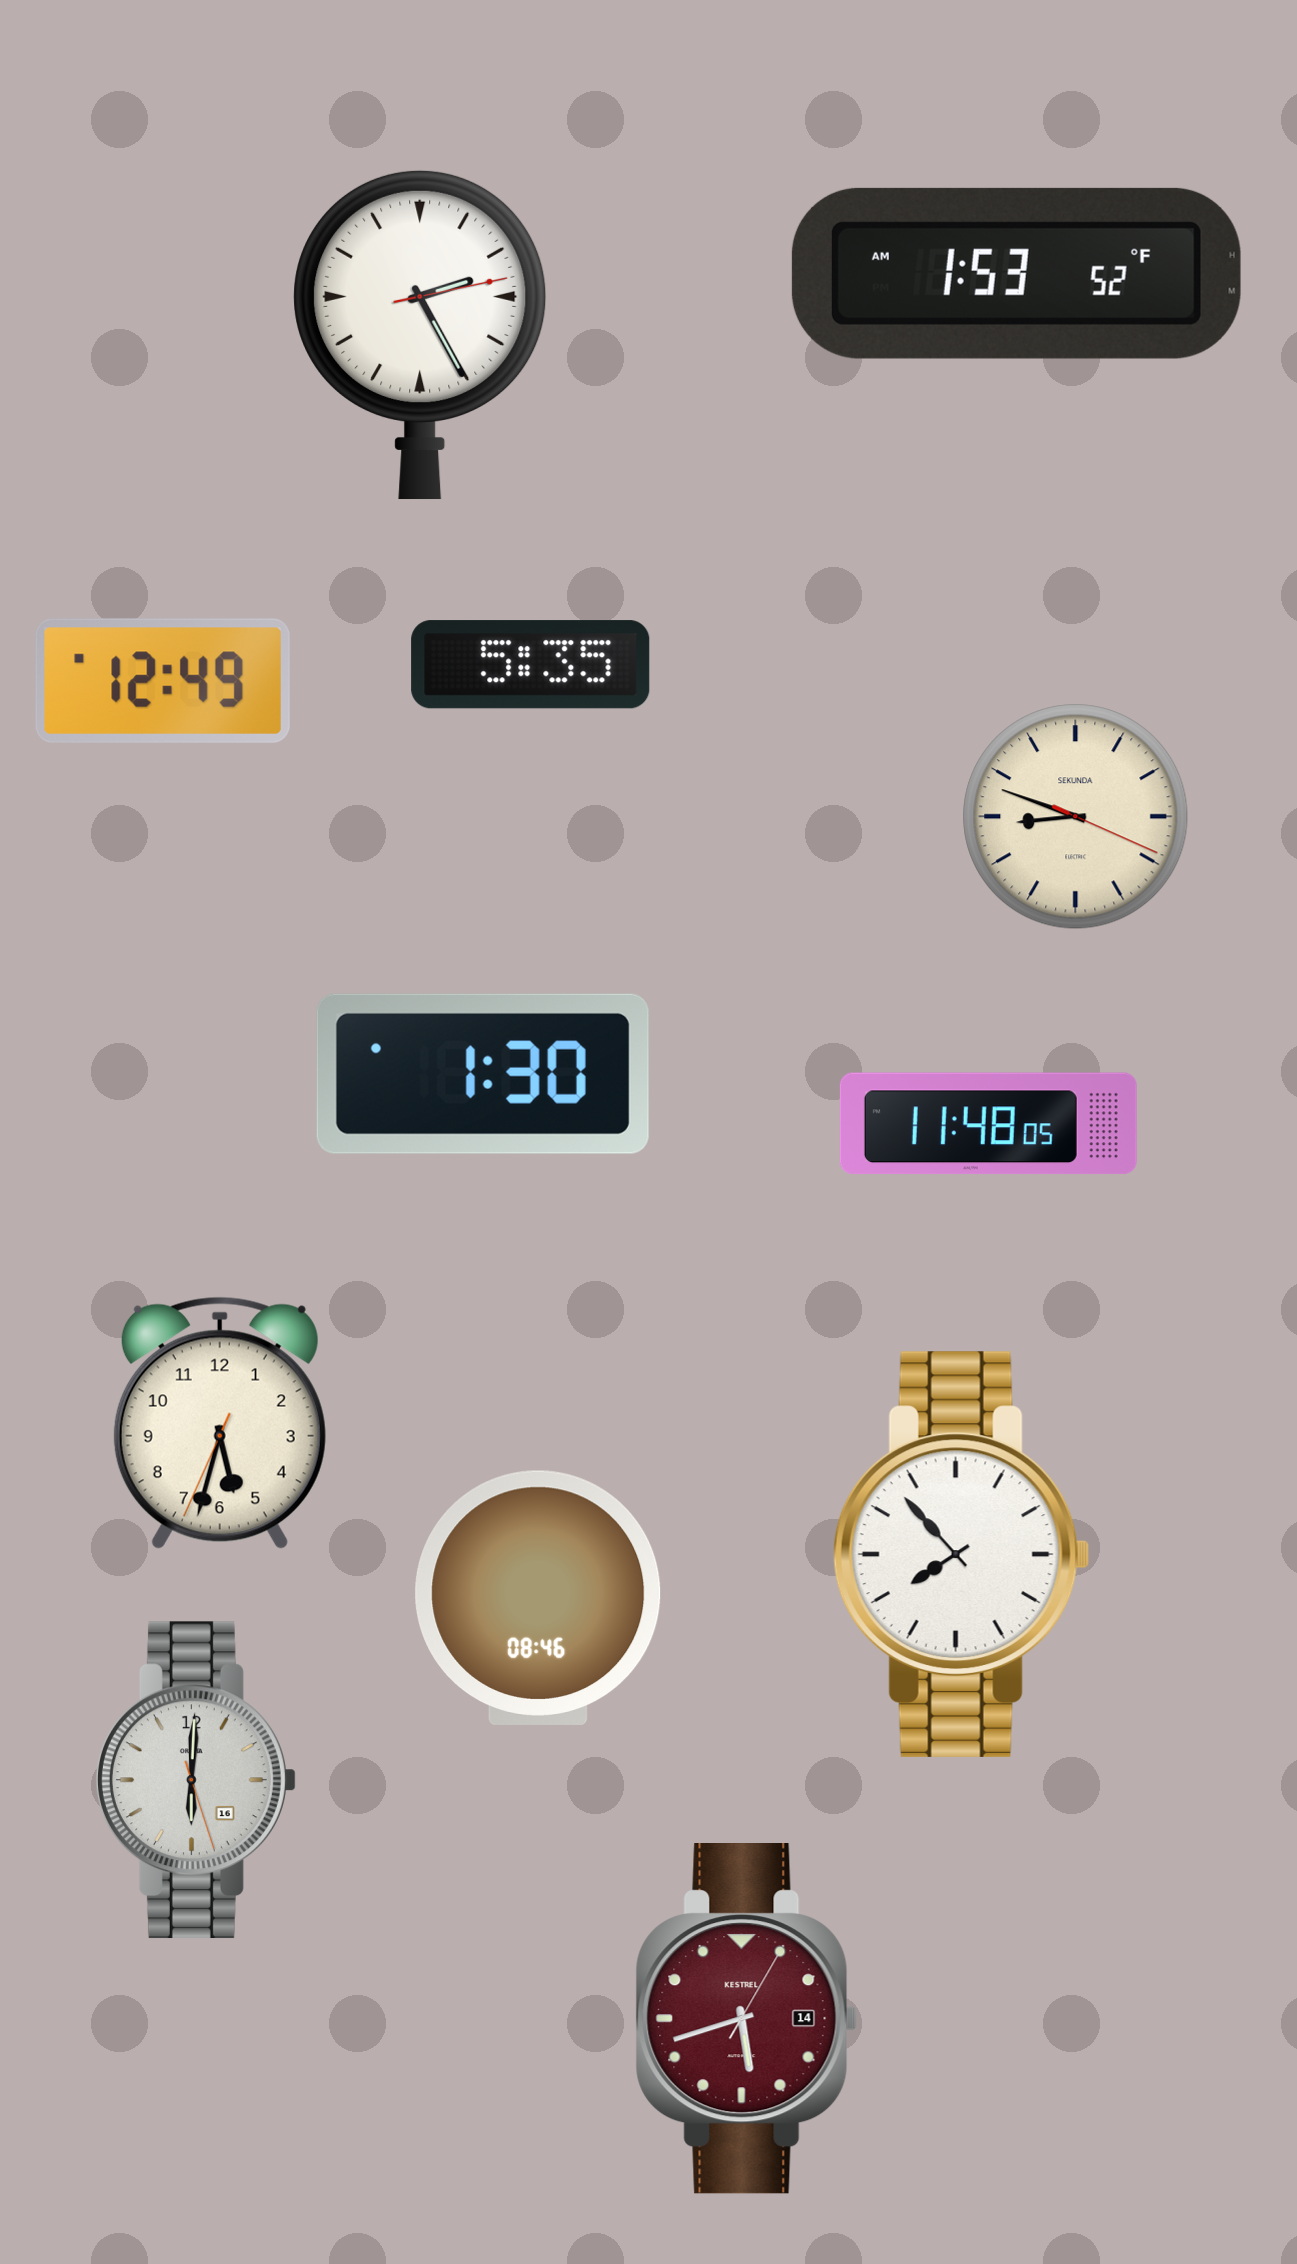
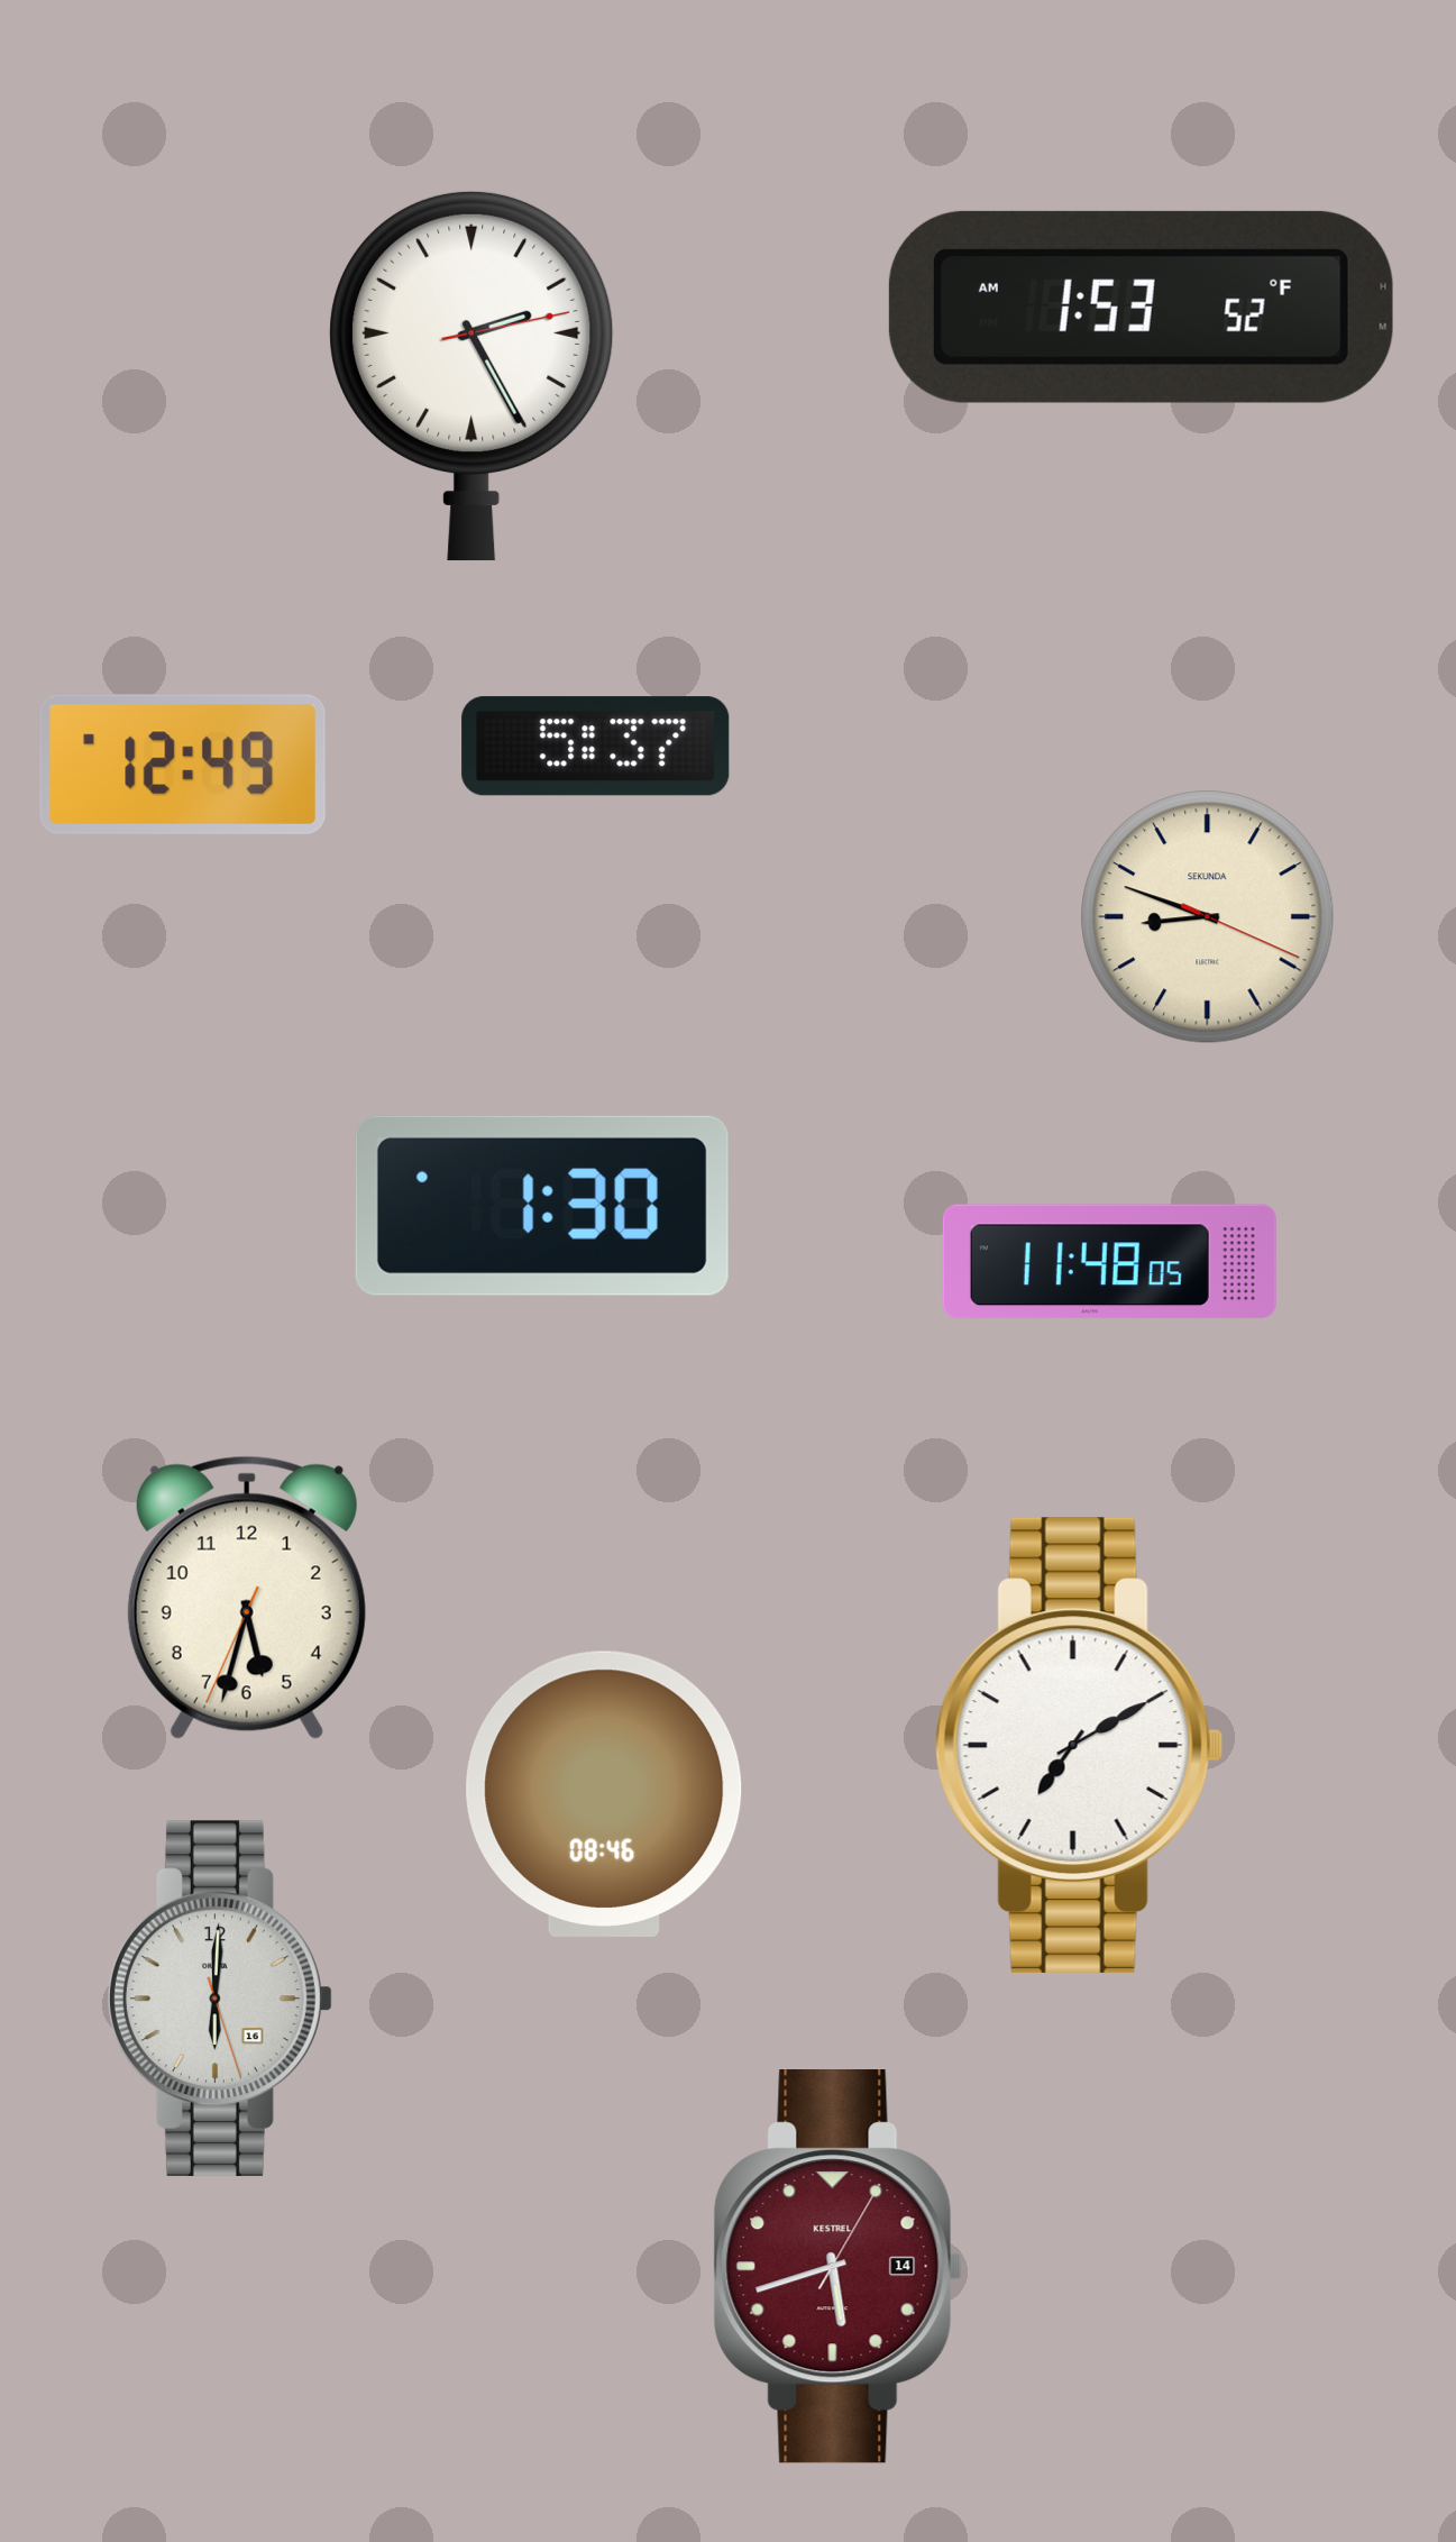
clock at (531, 665): 5:35 -> 5:37
clock at (961, 1554): 7:53 -> 7:10
